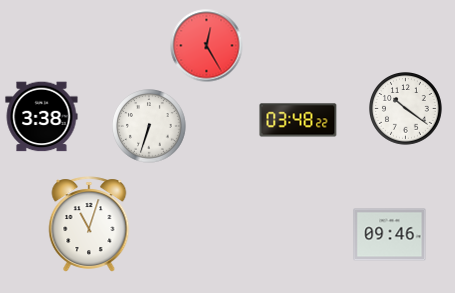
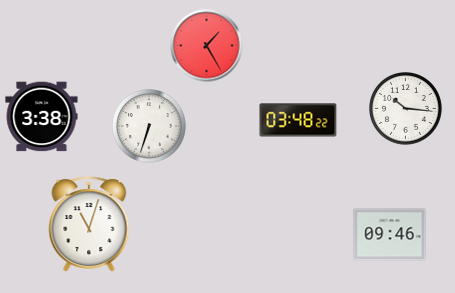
clock at (207, 46): 12:25 -> 1:25
clock at (406, 109): 10:21 -> 10:16
